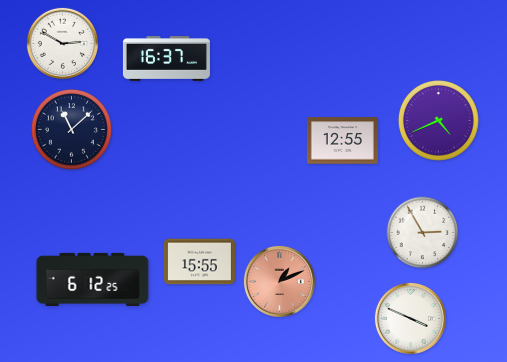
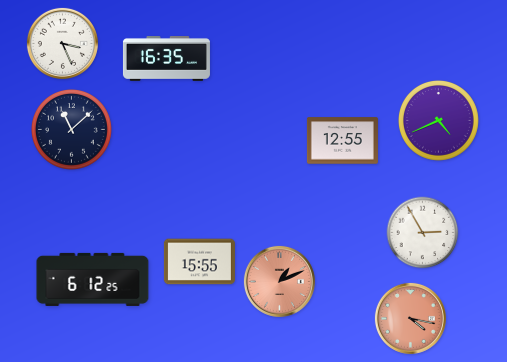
clock at (62, 43): 2:50 -> 3:26
clock at (166, 59): 16:37 -> 16:35
clock at (410, 318): 3:49 -> 4:17
clock at (410, 318) dial: white -> salmon
